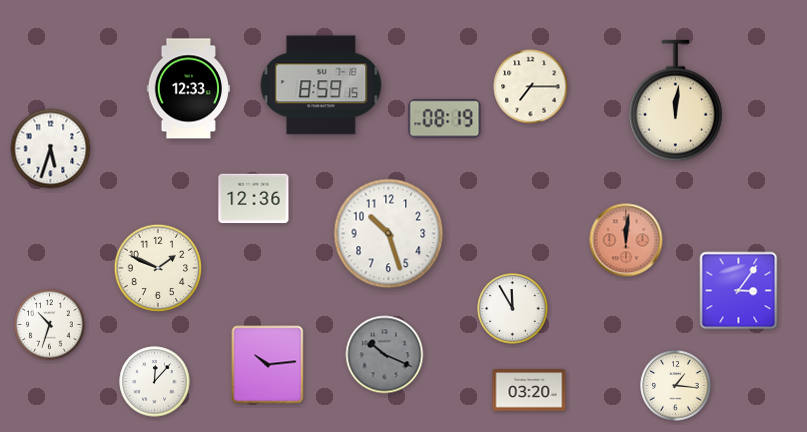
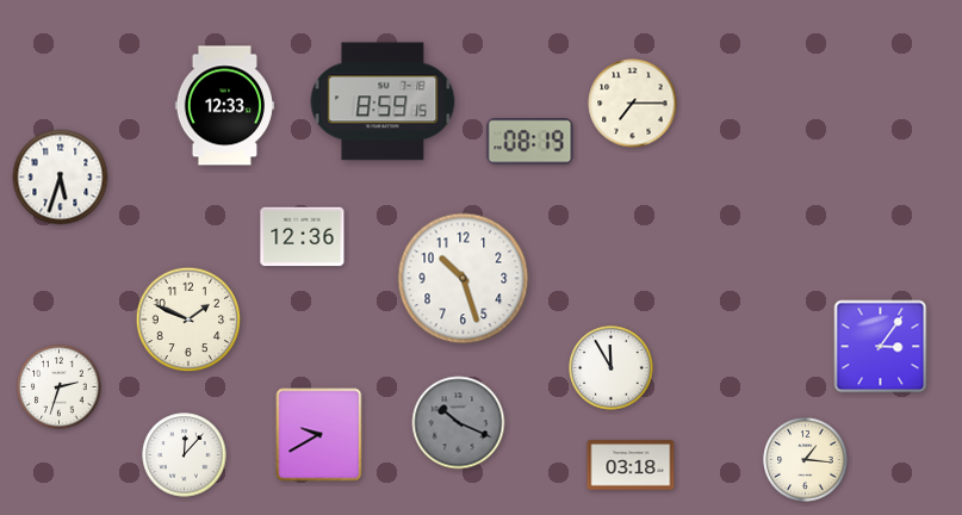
clock at (676, 101): 12:01 -> none
clock at (626, 240): 12:01 -> none
clock at (50, 325): 10:33 -> 2:33
clock at (268, 365): 10:14 -> 9:40
clock at (529, 390): 03:20 -> 03:18
